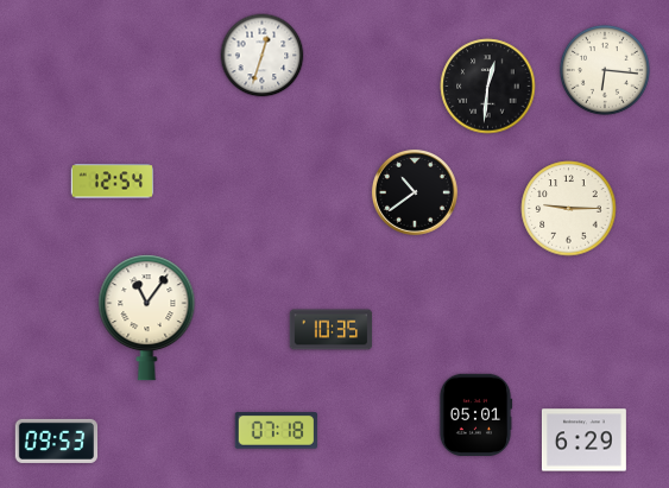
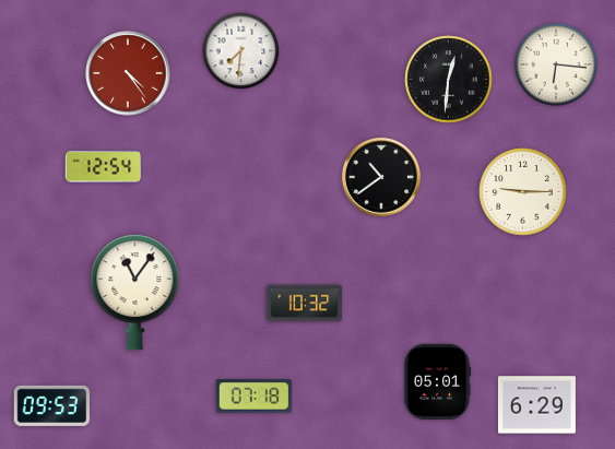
clock at (263, 56): 12:33 -> 7:31
clock at (128, 73): none -> 4:24
clock at (332, 330): 10:35 -> 10:32
